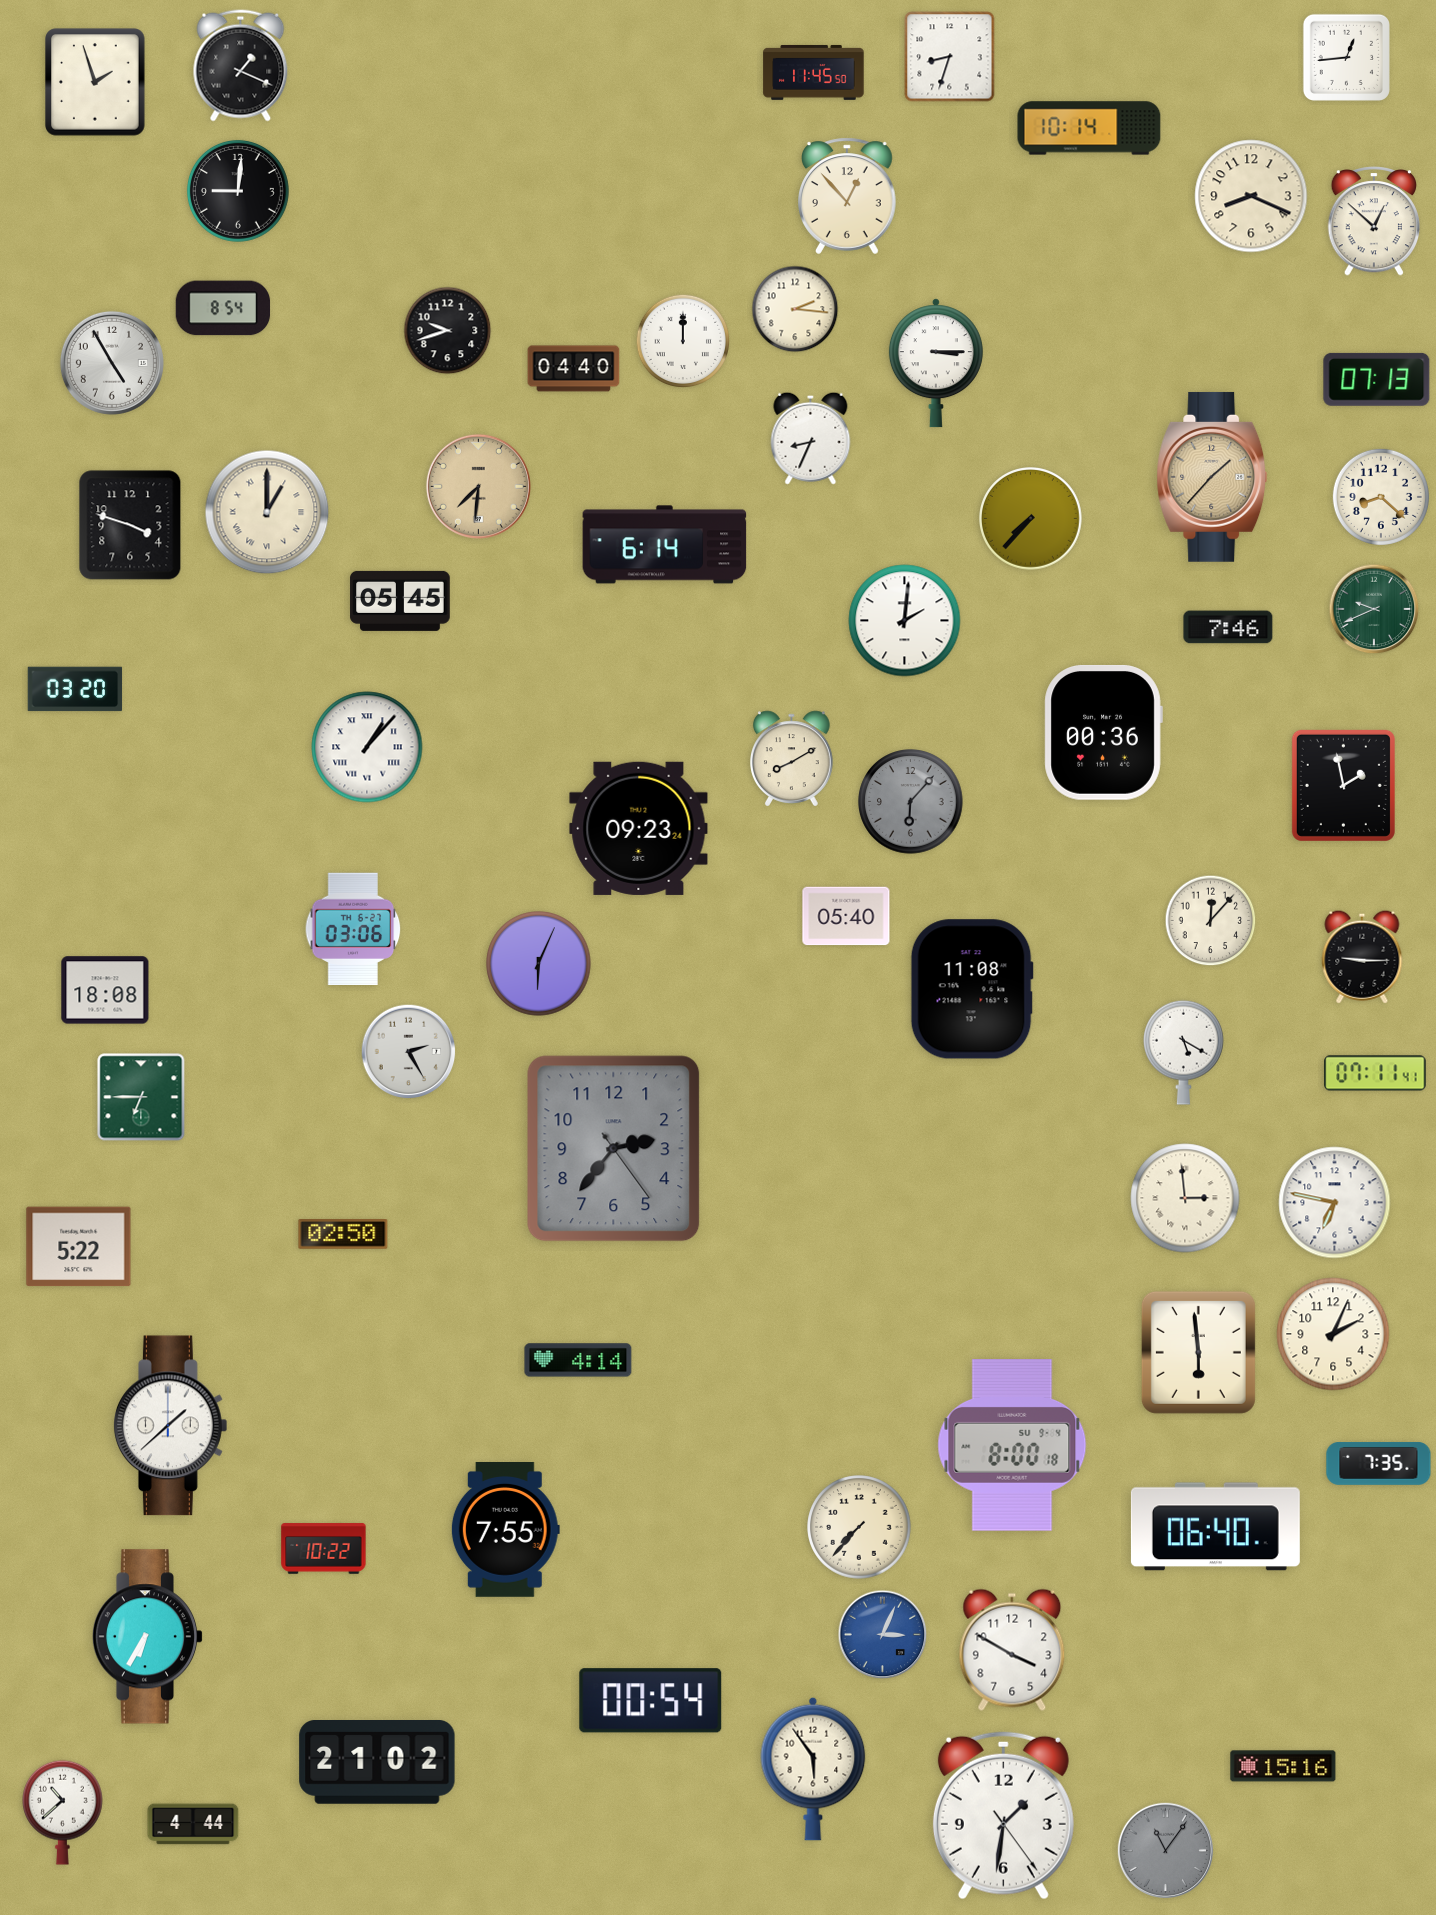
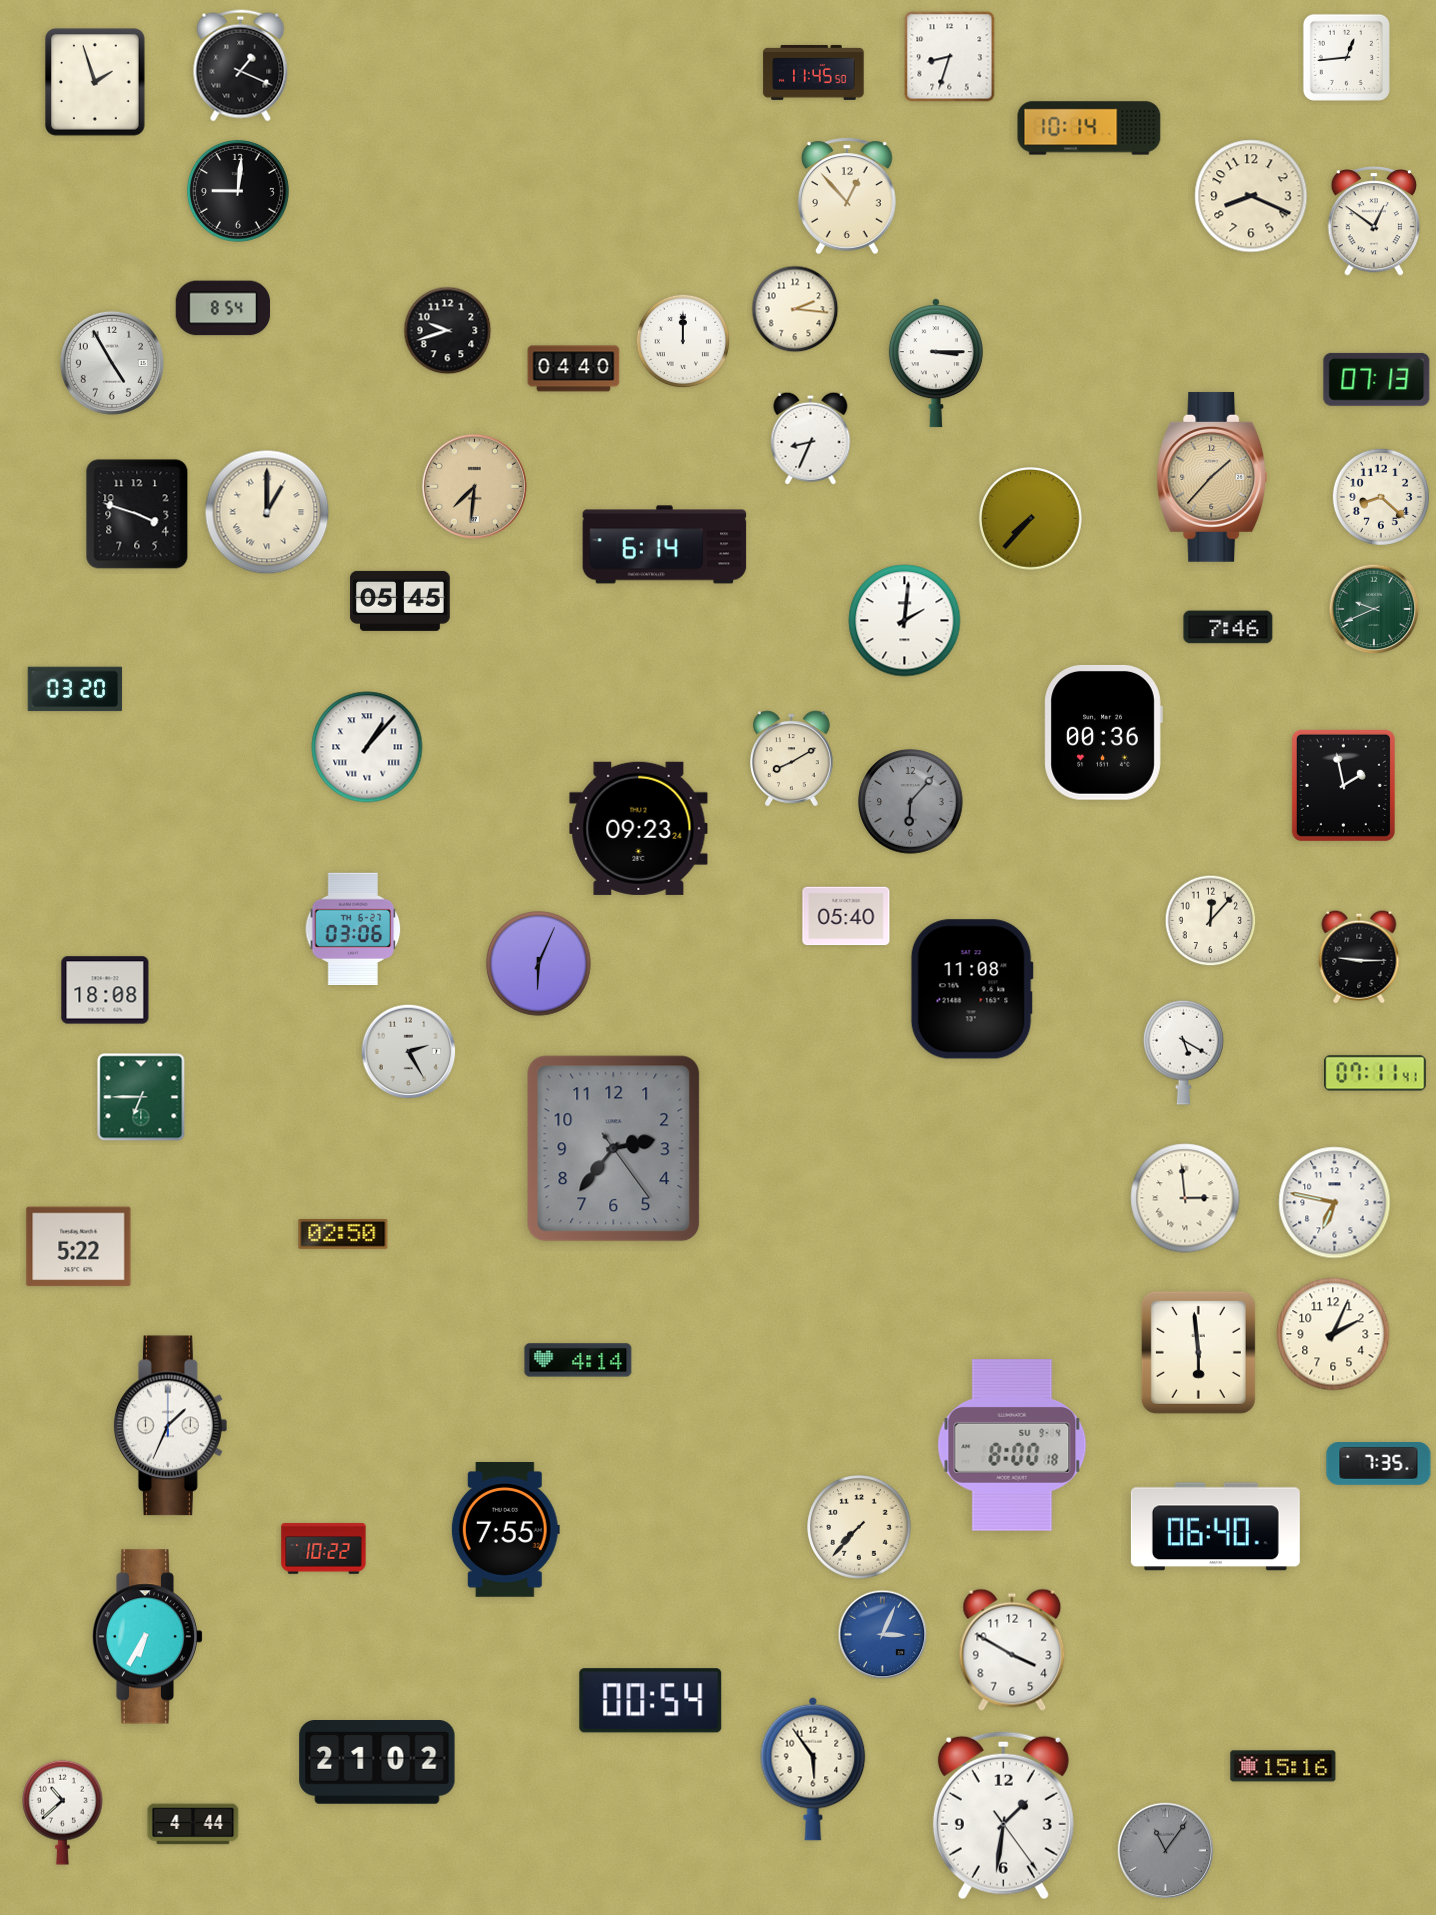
clock at (1373, 222): 12:52 -> 12:51
clock at (478, 486) position: (478, 486) -> (474, 486)
clock at (130, 525) position: (130, 525) -> (137, 514)
clock at (1362, 957) position: (1362, 957) -> (1359, 957)
clock at (170, 1426): 1:38 -> 1:34
